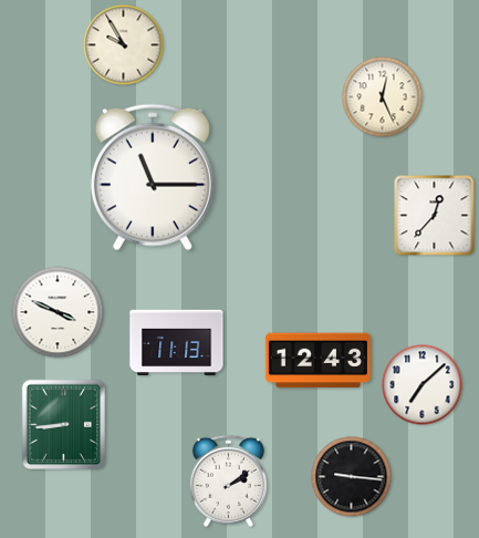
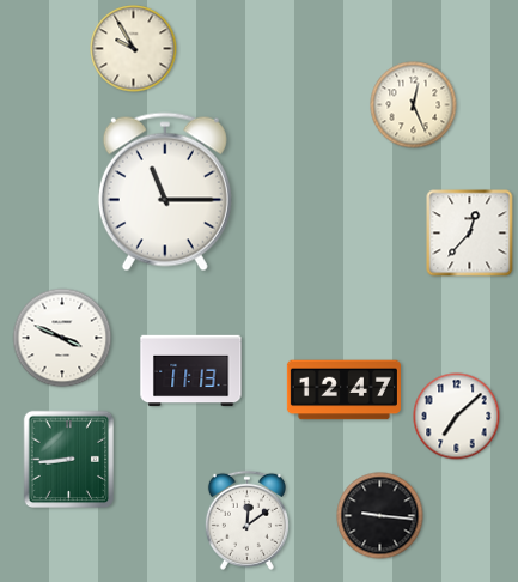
clock at (317, 361): 12:43 -> 12:47
clock at (228, 480): 2:09 -> 12:09
